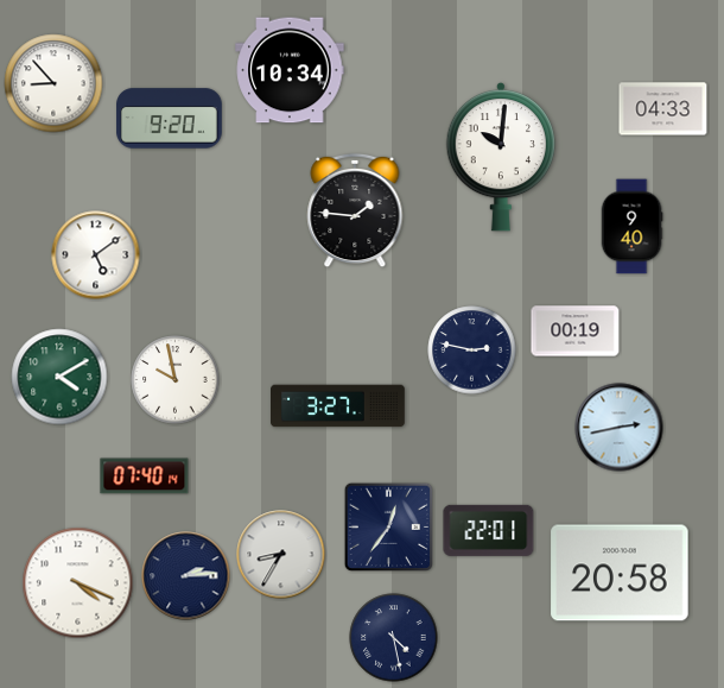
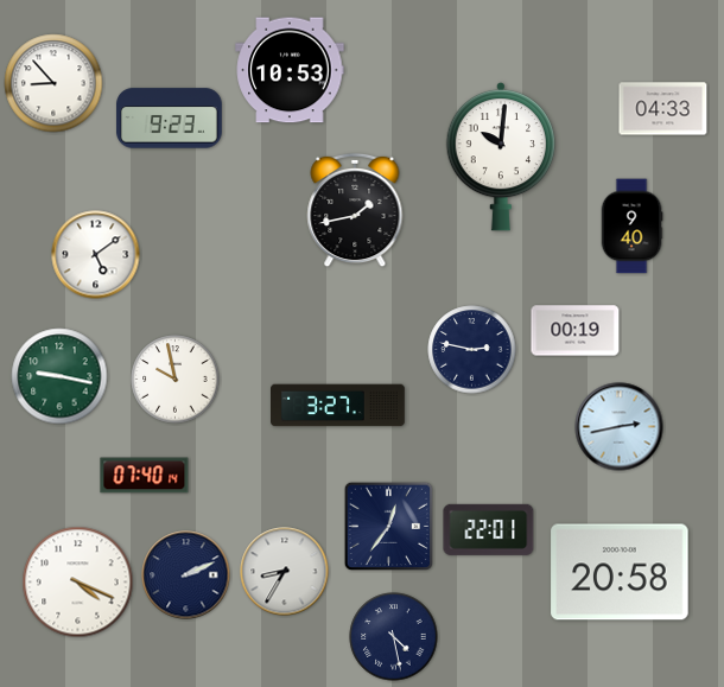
clock at (290, 70): 10:34 -> 10:53
clock at (170, 119): 9:20 -> 9:23
clock at (355, 210): 1:46 -> 1:43
clock at (59, 377): 4:10 -> 9:17
clock at (281, 555) position: (281, 555) -> (285, 572)
clock at (186, 576): 2:14 -> 2:11
